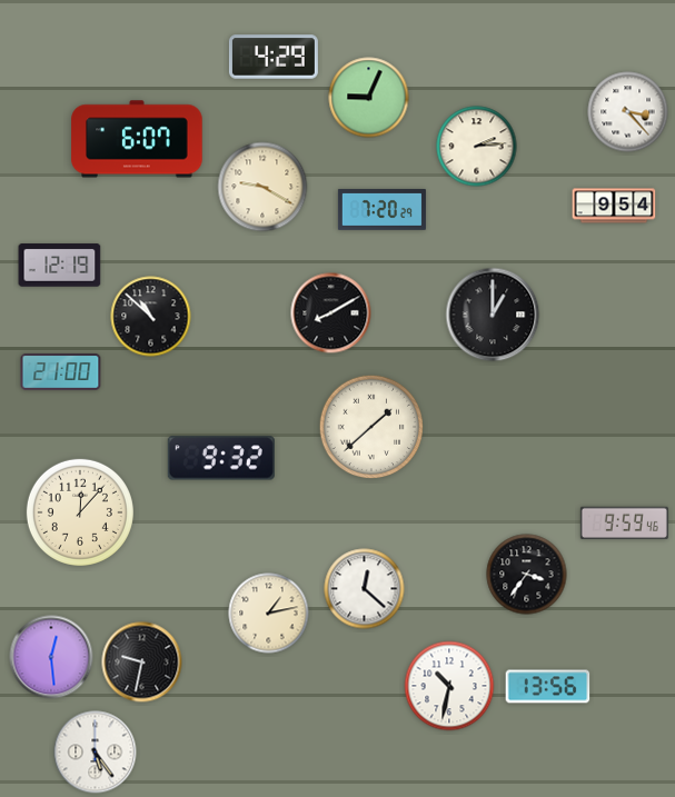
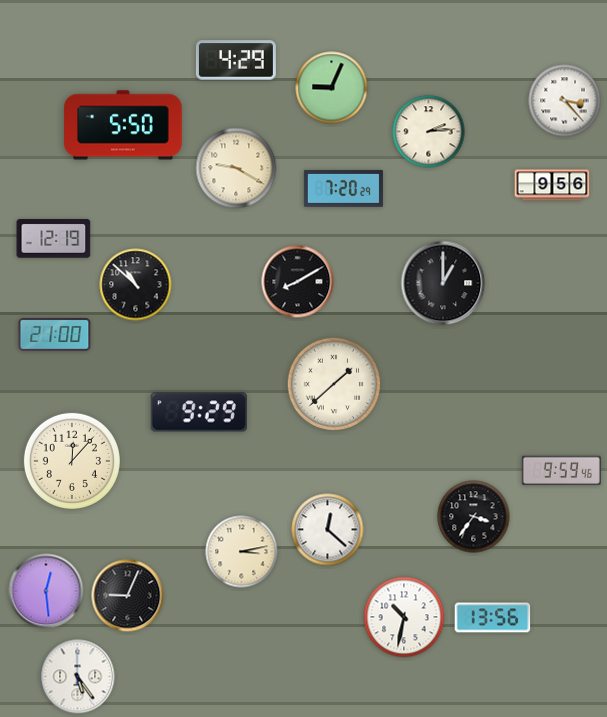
clock at (274, 57) position: (274, 57) -> (236, 60)
clock at (137, 139): 6:07 -> 5:50
clock at (614, 206): 9:54 -> 9:56
clock at (221, 458): 9:32 -> 9:29
clock at (269, 614): 1:13 -> 3:13
clock at (142, 662): 9:32 -> 9:04
clock at (96, 753) position: (96, 753) -> (78, 677)
